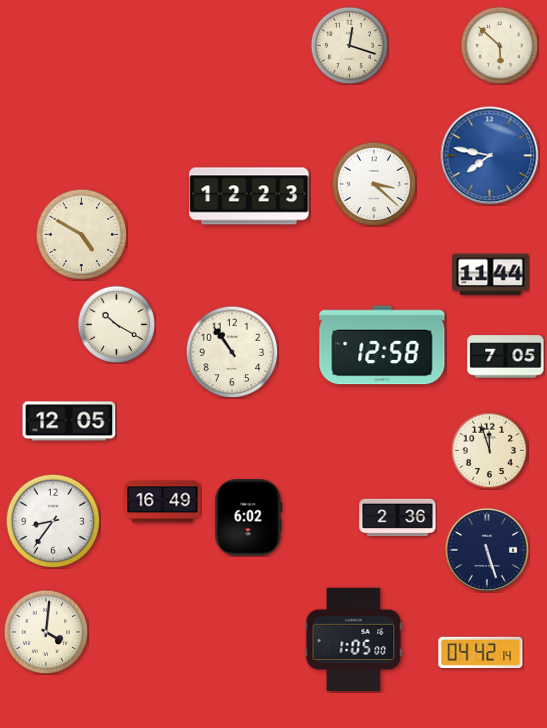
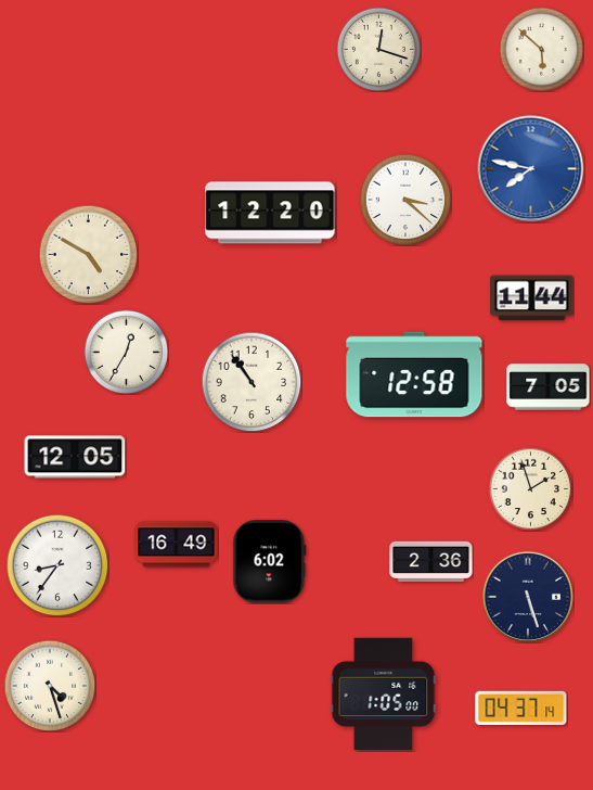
clock at (249, 196): 12:23 -> 12:20
clock at (116, 324): 10:20 -> 12:35
clock at (489, 450): 11:57 -> 1:57
clock at (46, 632): 4:01 -> 4:27
clock at (481, 652): 04:42 -> 04:37
